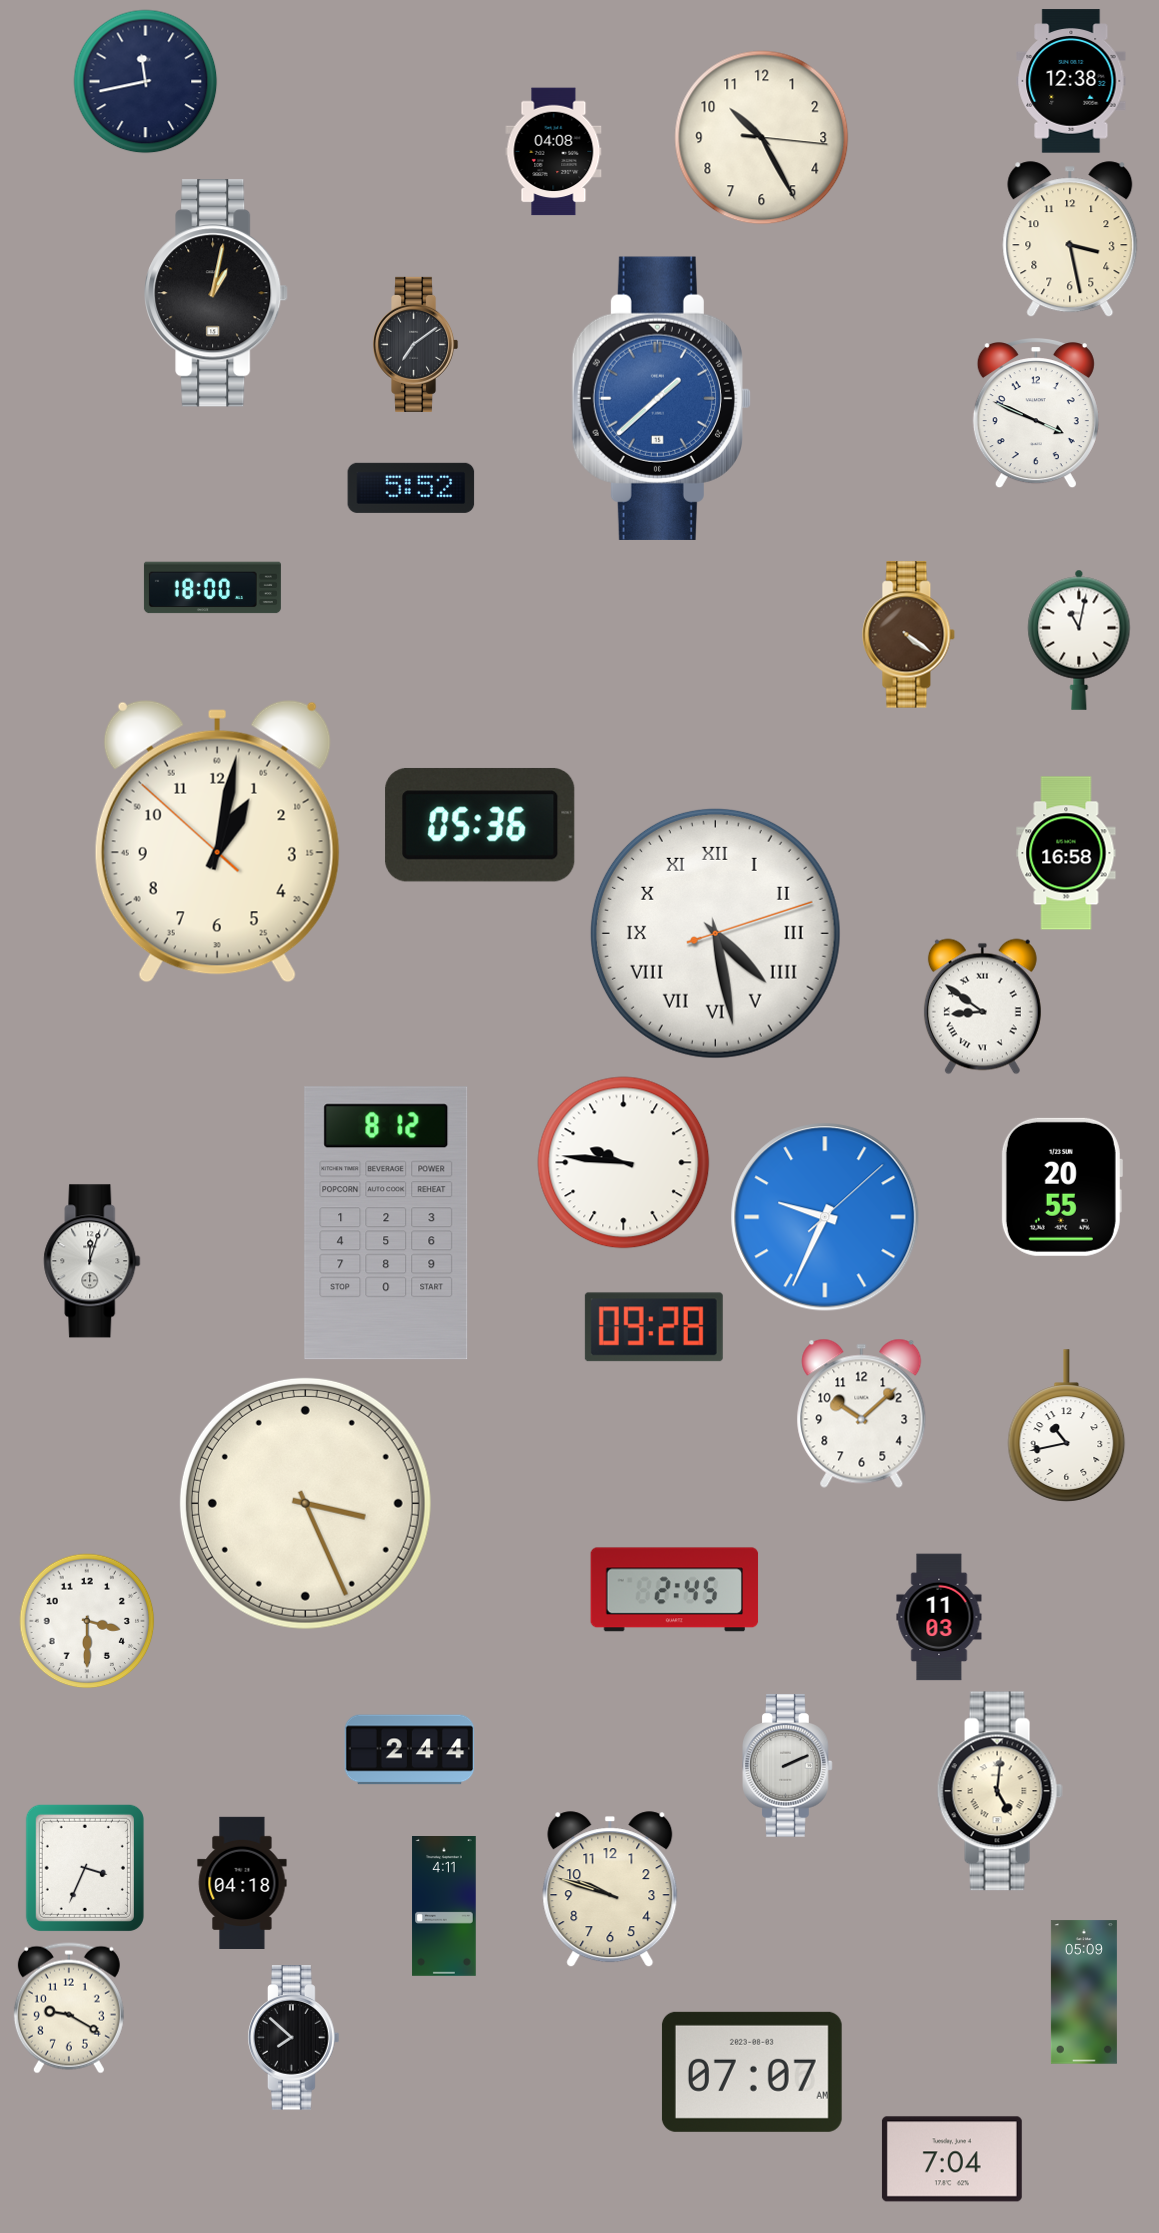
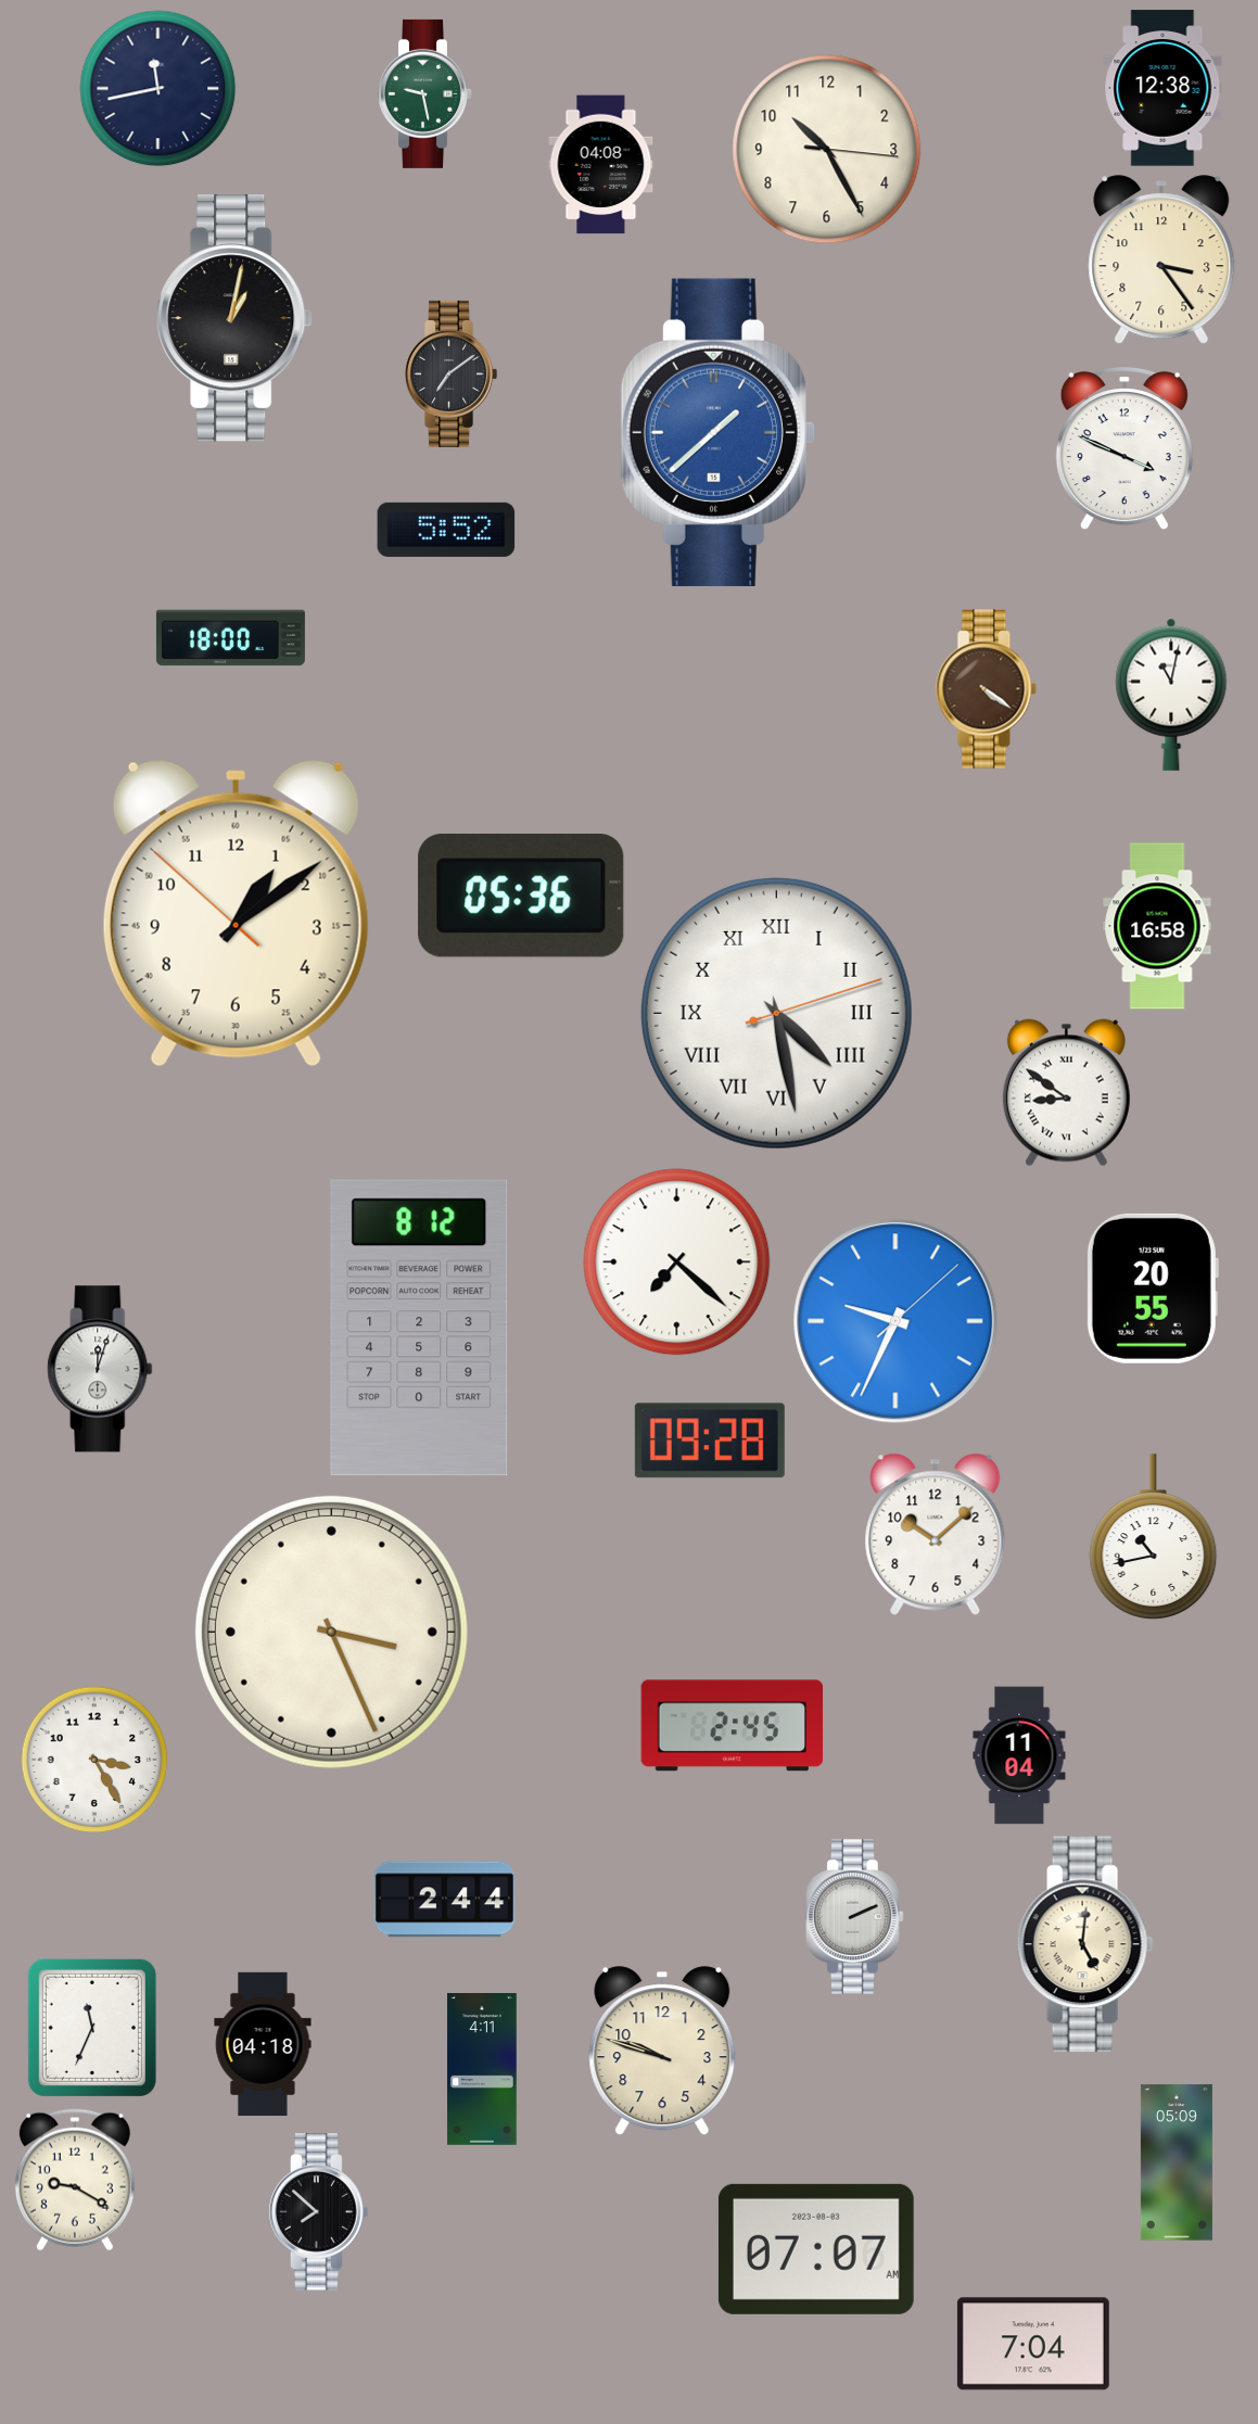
clock at (425, 93): none -> 9:28
clock at (1070, 240): 3:28 -> 3:24
clock at (217, 841): 1:01 -> 1:08
clock at (624, 1163): 9:46 -> 7:22
clock at (1067, 1426) position: (1067, 1426) -> (1154, 1537)
clock at (939, 1617): 11:03 -> 11:04
clock at (87, 1621): 3:30 -> 3:25
clock at (85, 1868): 3:34 -> 11:34
